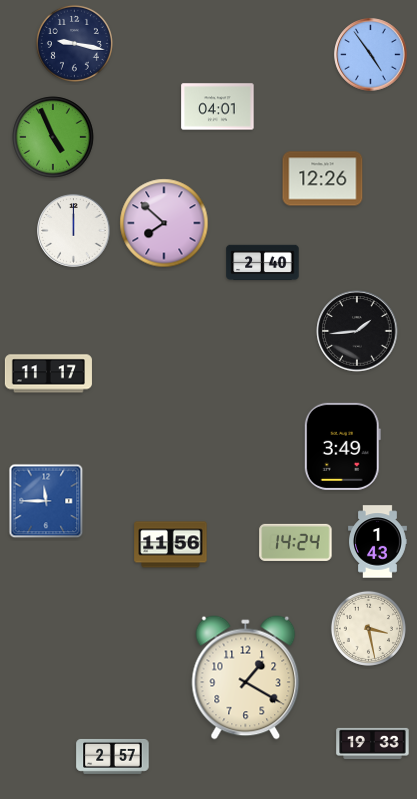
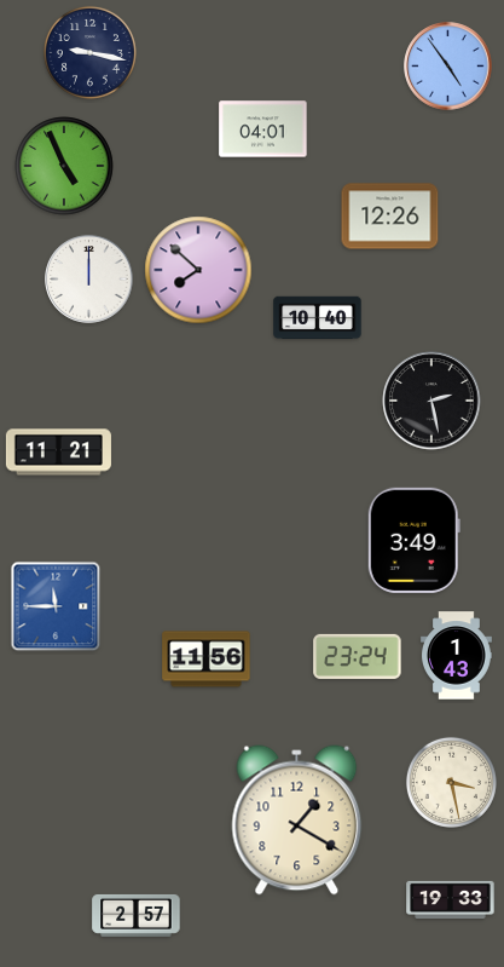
clock at (263, 263): 2:40 -> 10:40
clock at (357, 331): 1:44 -> 2:28
clock at (48, 374): 11:17 -> 11:21
clock at (296, 542): 14:24 -> 23:24
clock at (368, 628) position: (368, 628) -> (451, 782)
